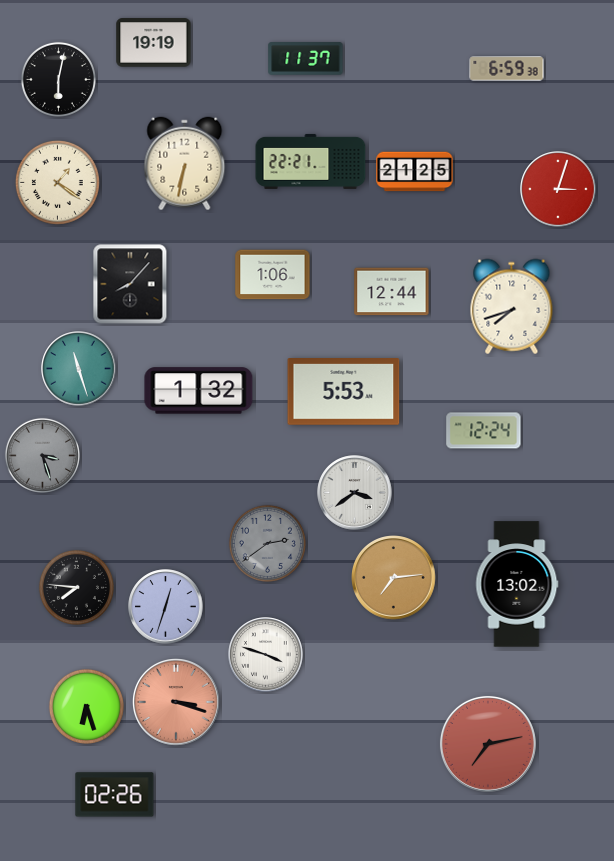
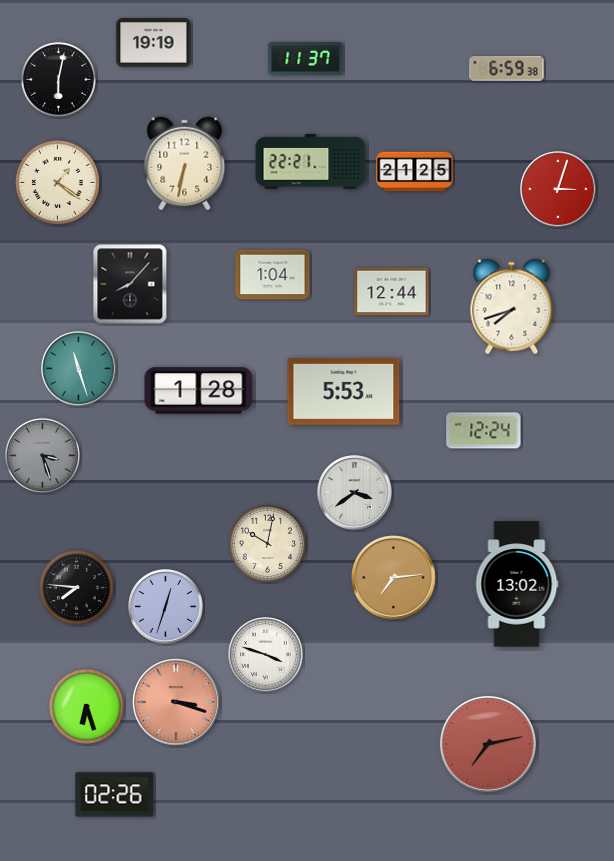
clock at (273, 275): 1:06 -> 1:04
clock at (199, 391): 1:32 -> 1:28
clock at (267, 543): 2:39 -> 10:02
clock at (267, 543) dial: grey -> cream
